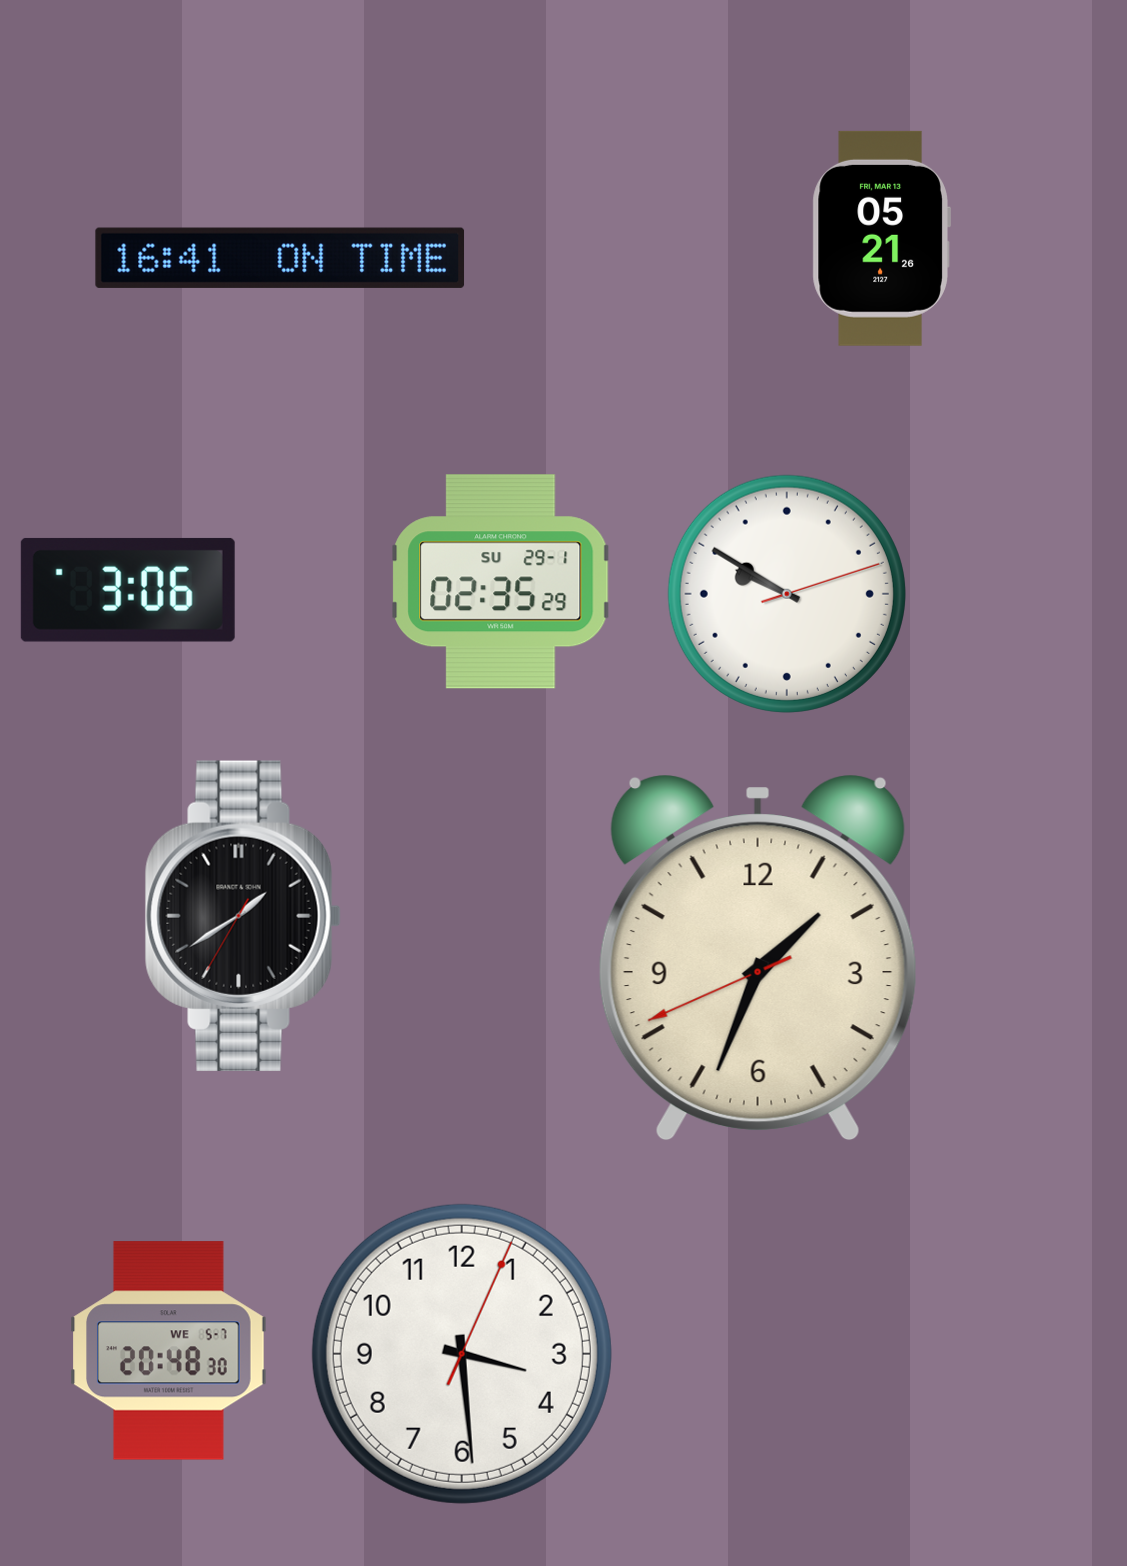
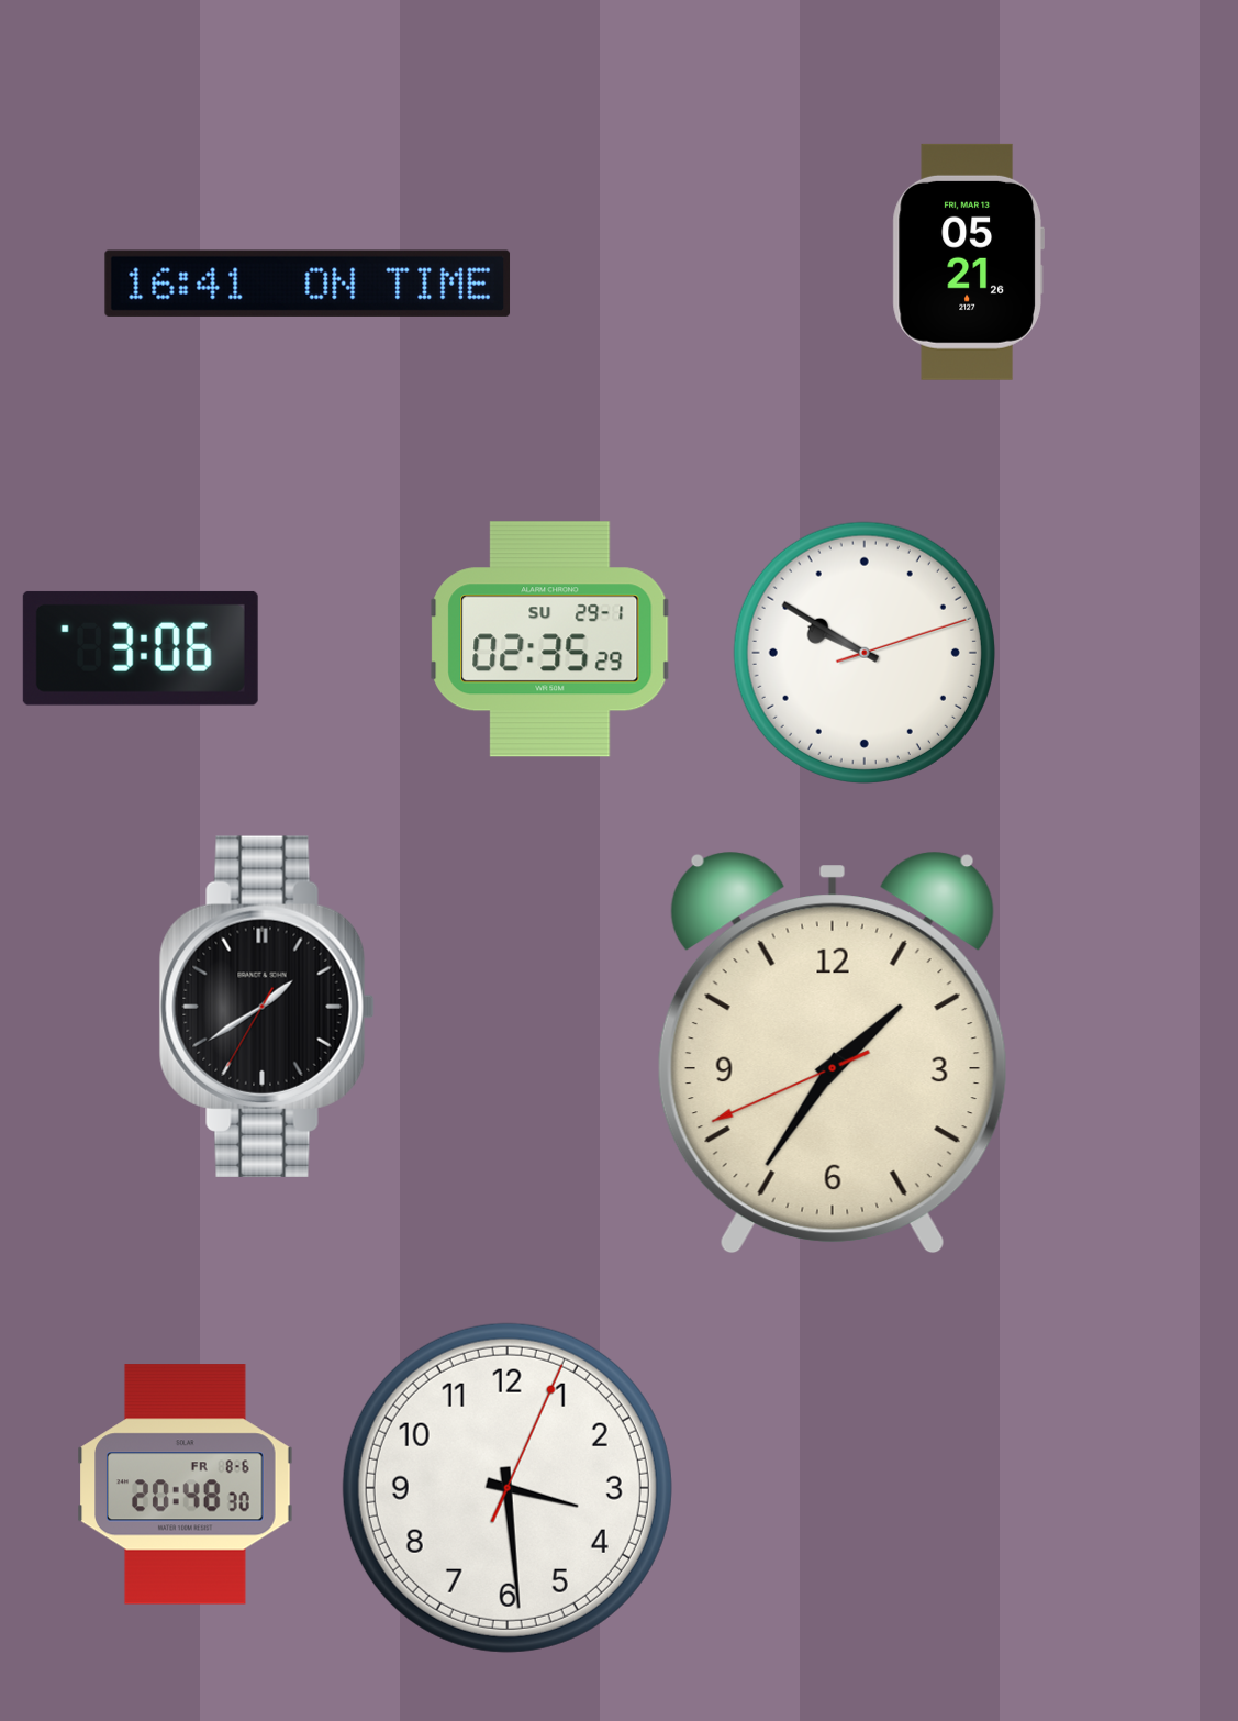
clock at (758, 958): 1:33 -> 1:35
clock at (169, 1351) date: WE 5-7 -> FR 8-6
